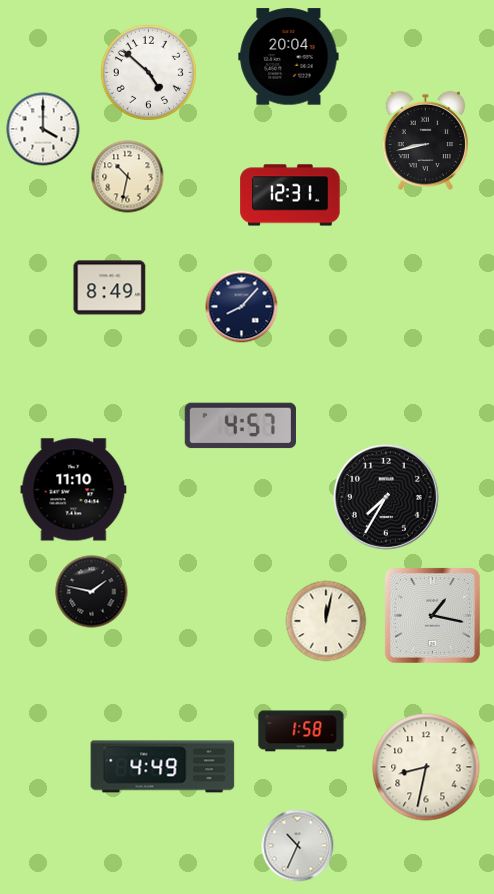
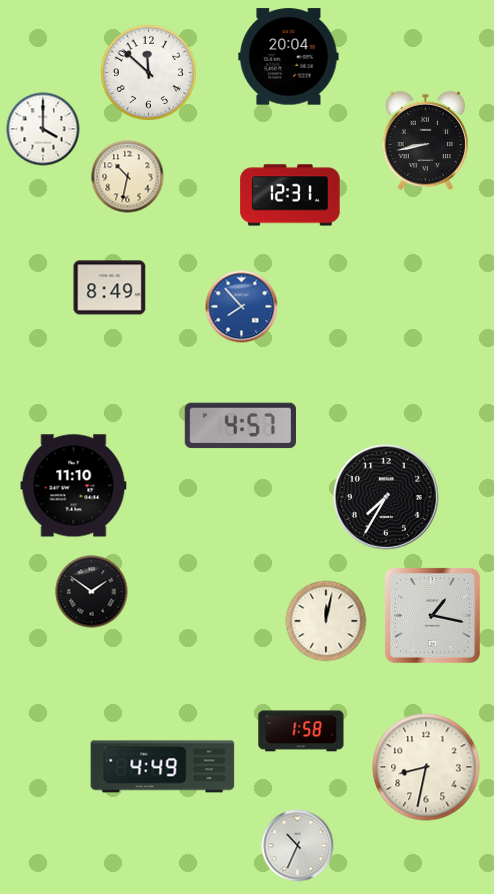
clock at (148, 72): 4:52 -> 11:52
clock at (242, 307): 8:07 -> 7:53
clock at (242, 307) dial: navy -> blue
clock at (74, 490) position: (74, 490) -> (74, 486)
clock at (92, 592): 1:47 -> 1:51
